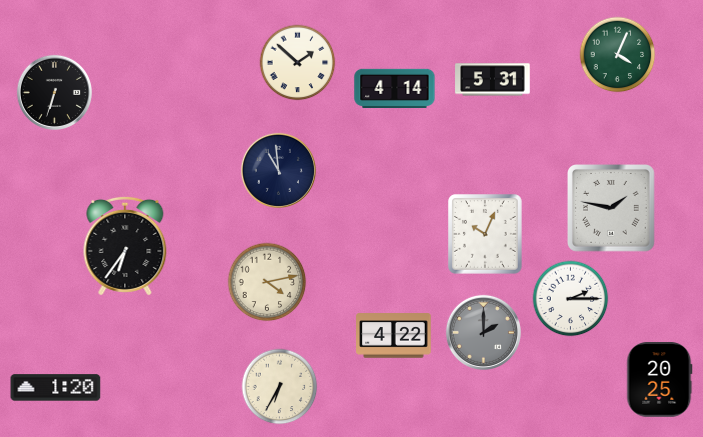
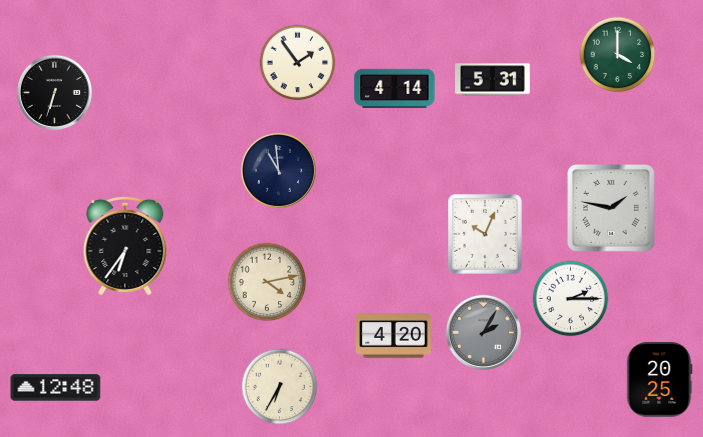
clock at (618, 55): 4:04 -> 4:00
clock at (298, 63): 1:52 -> 1:54
clock at (483, 332): 2:00 -> 2:05
clock at (394, 336): 4:22 -> 4:20
clock at (56, 388): 1:20 -> 12:48
